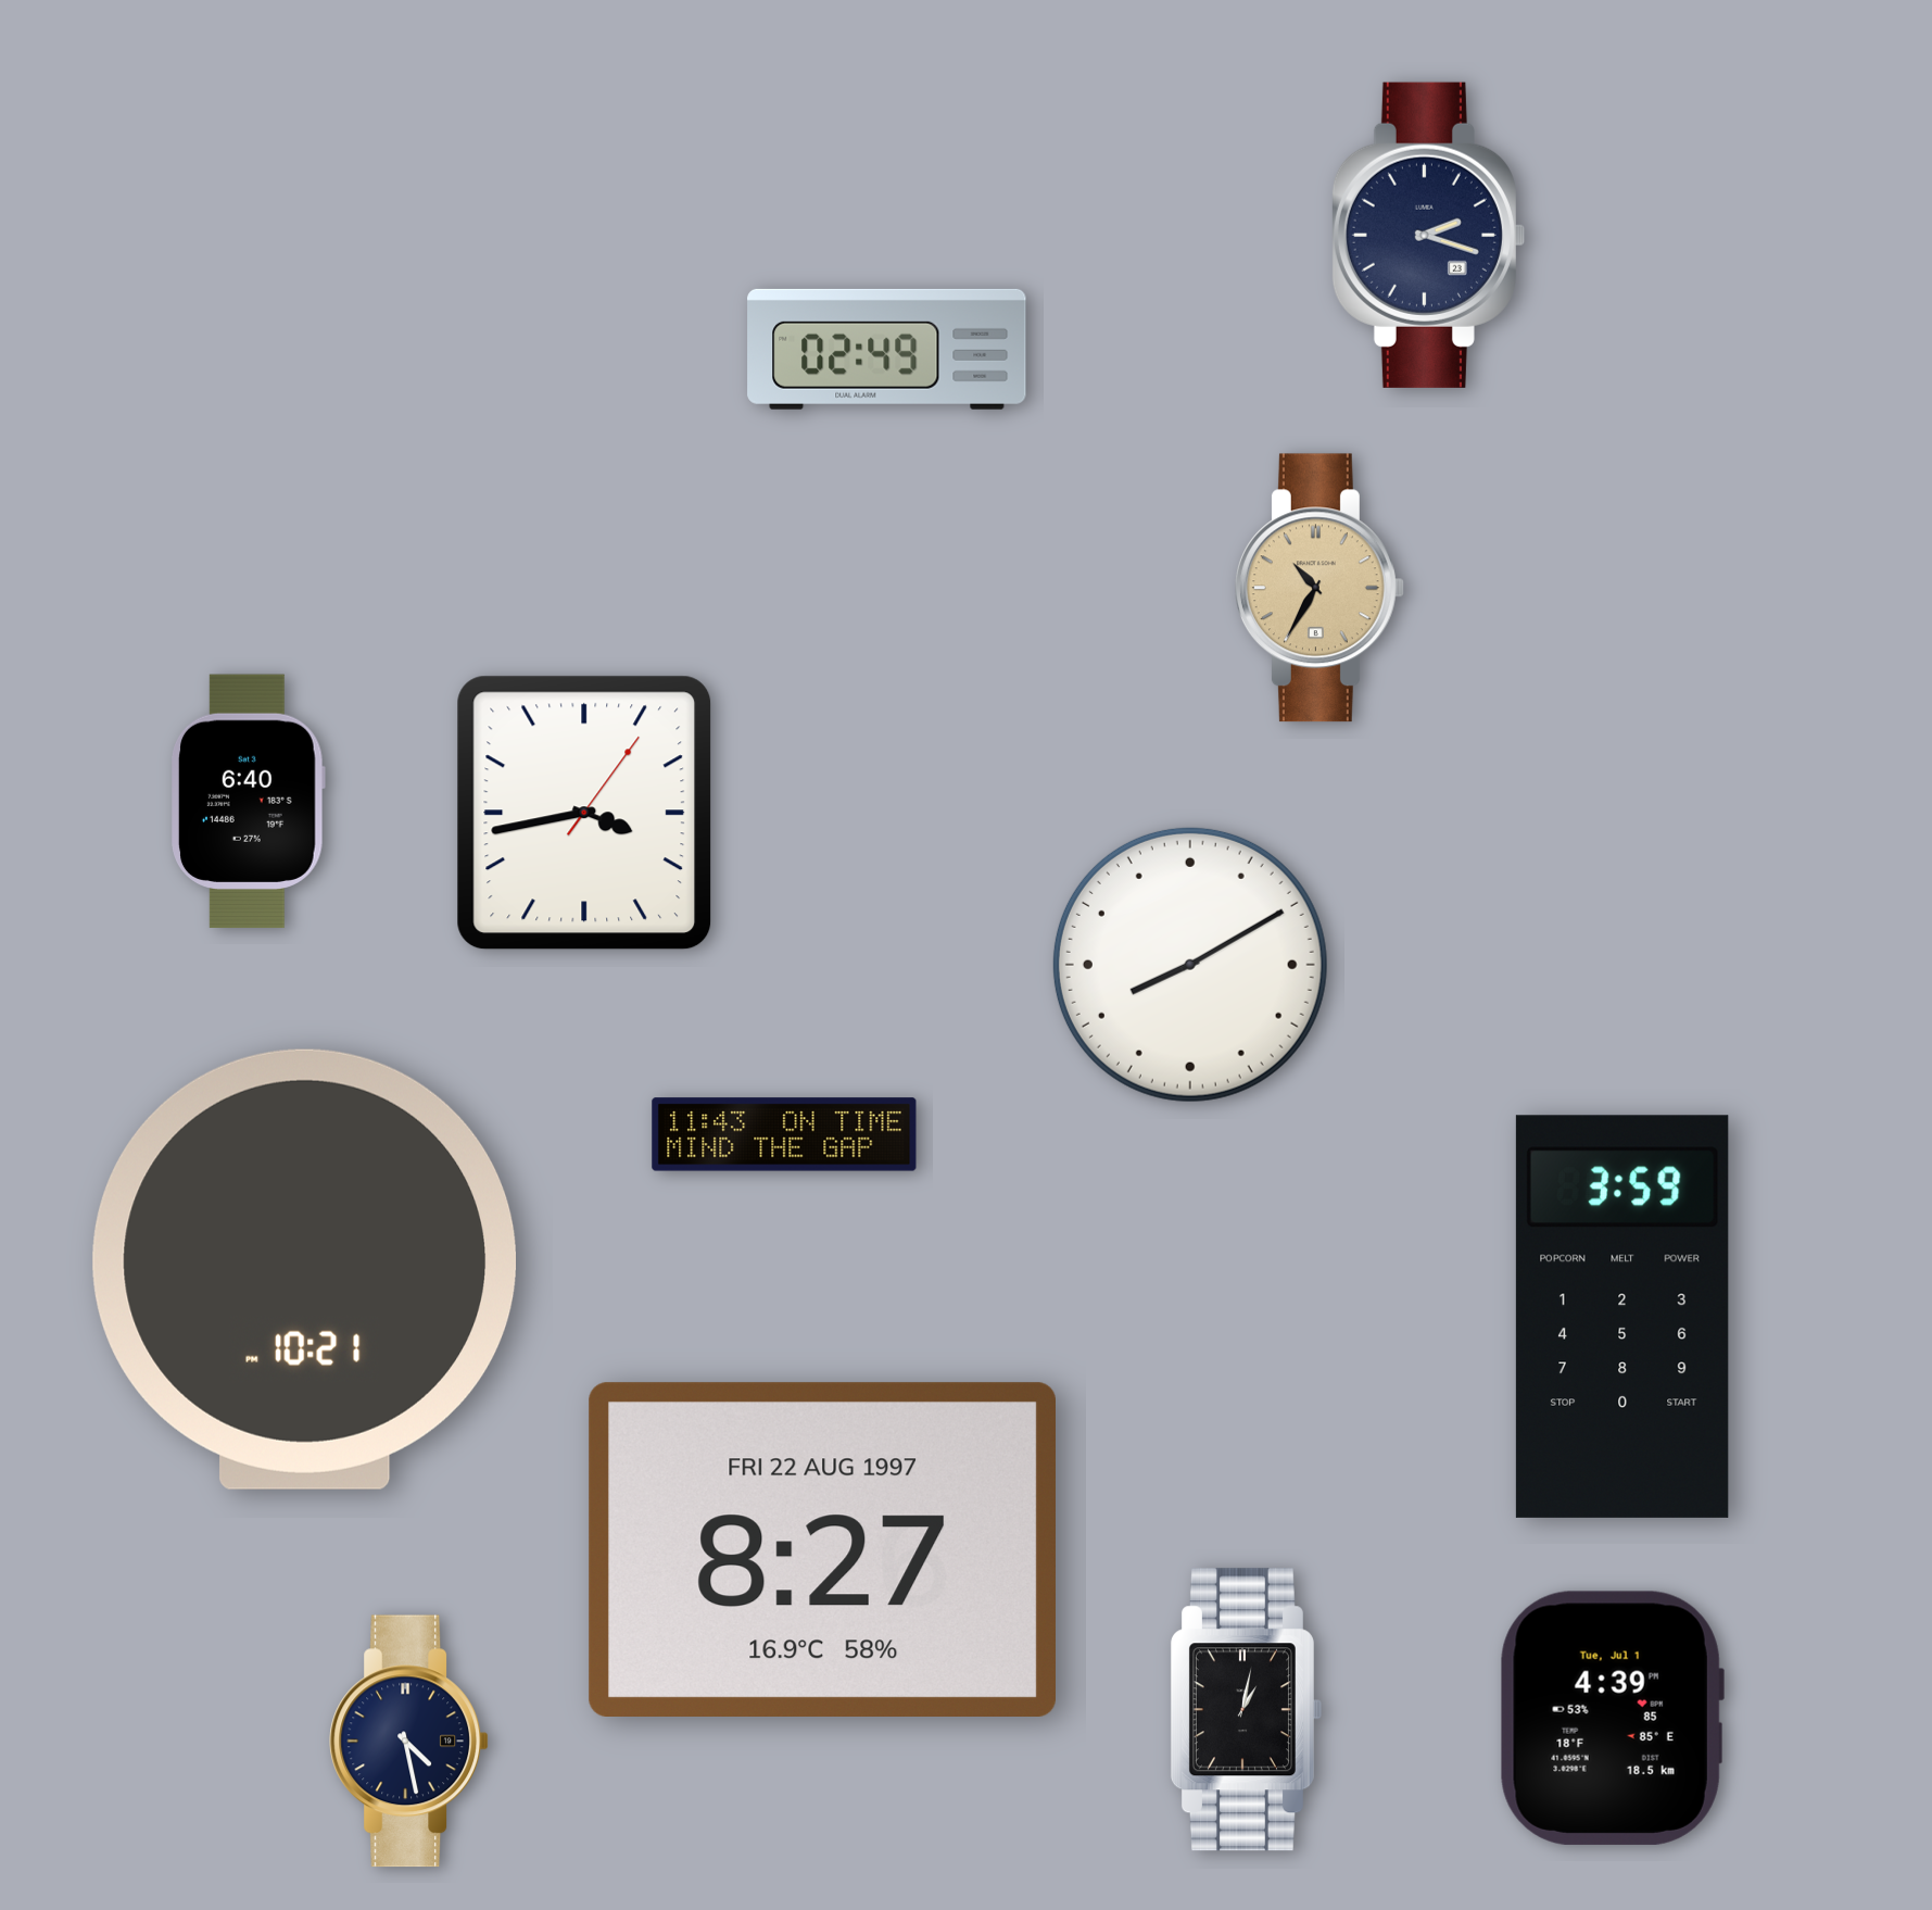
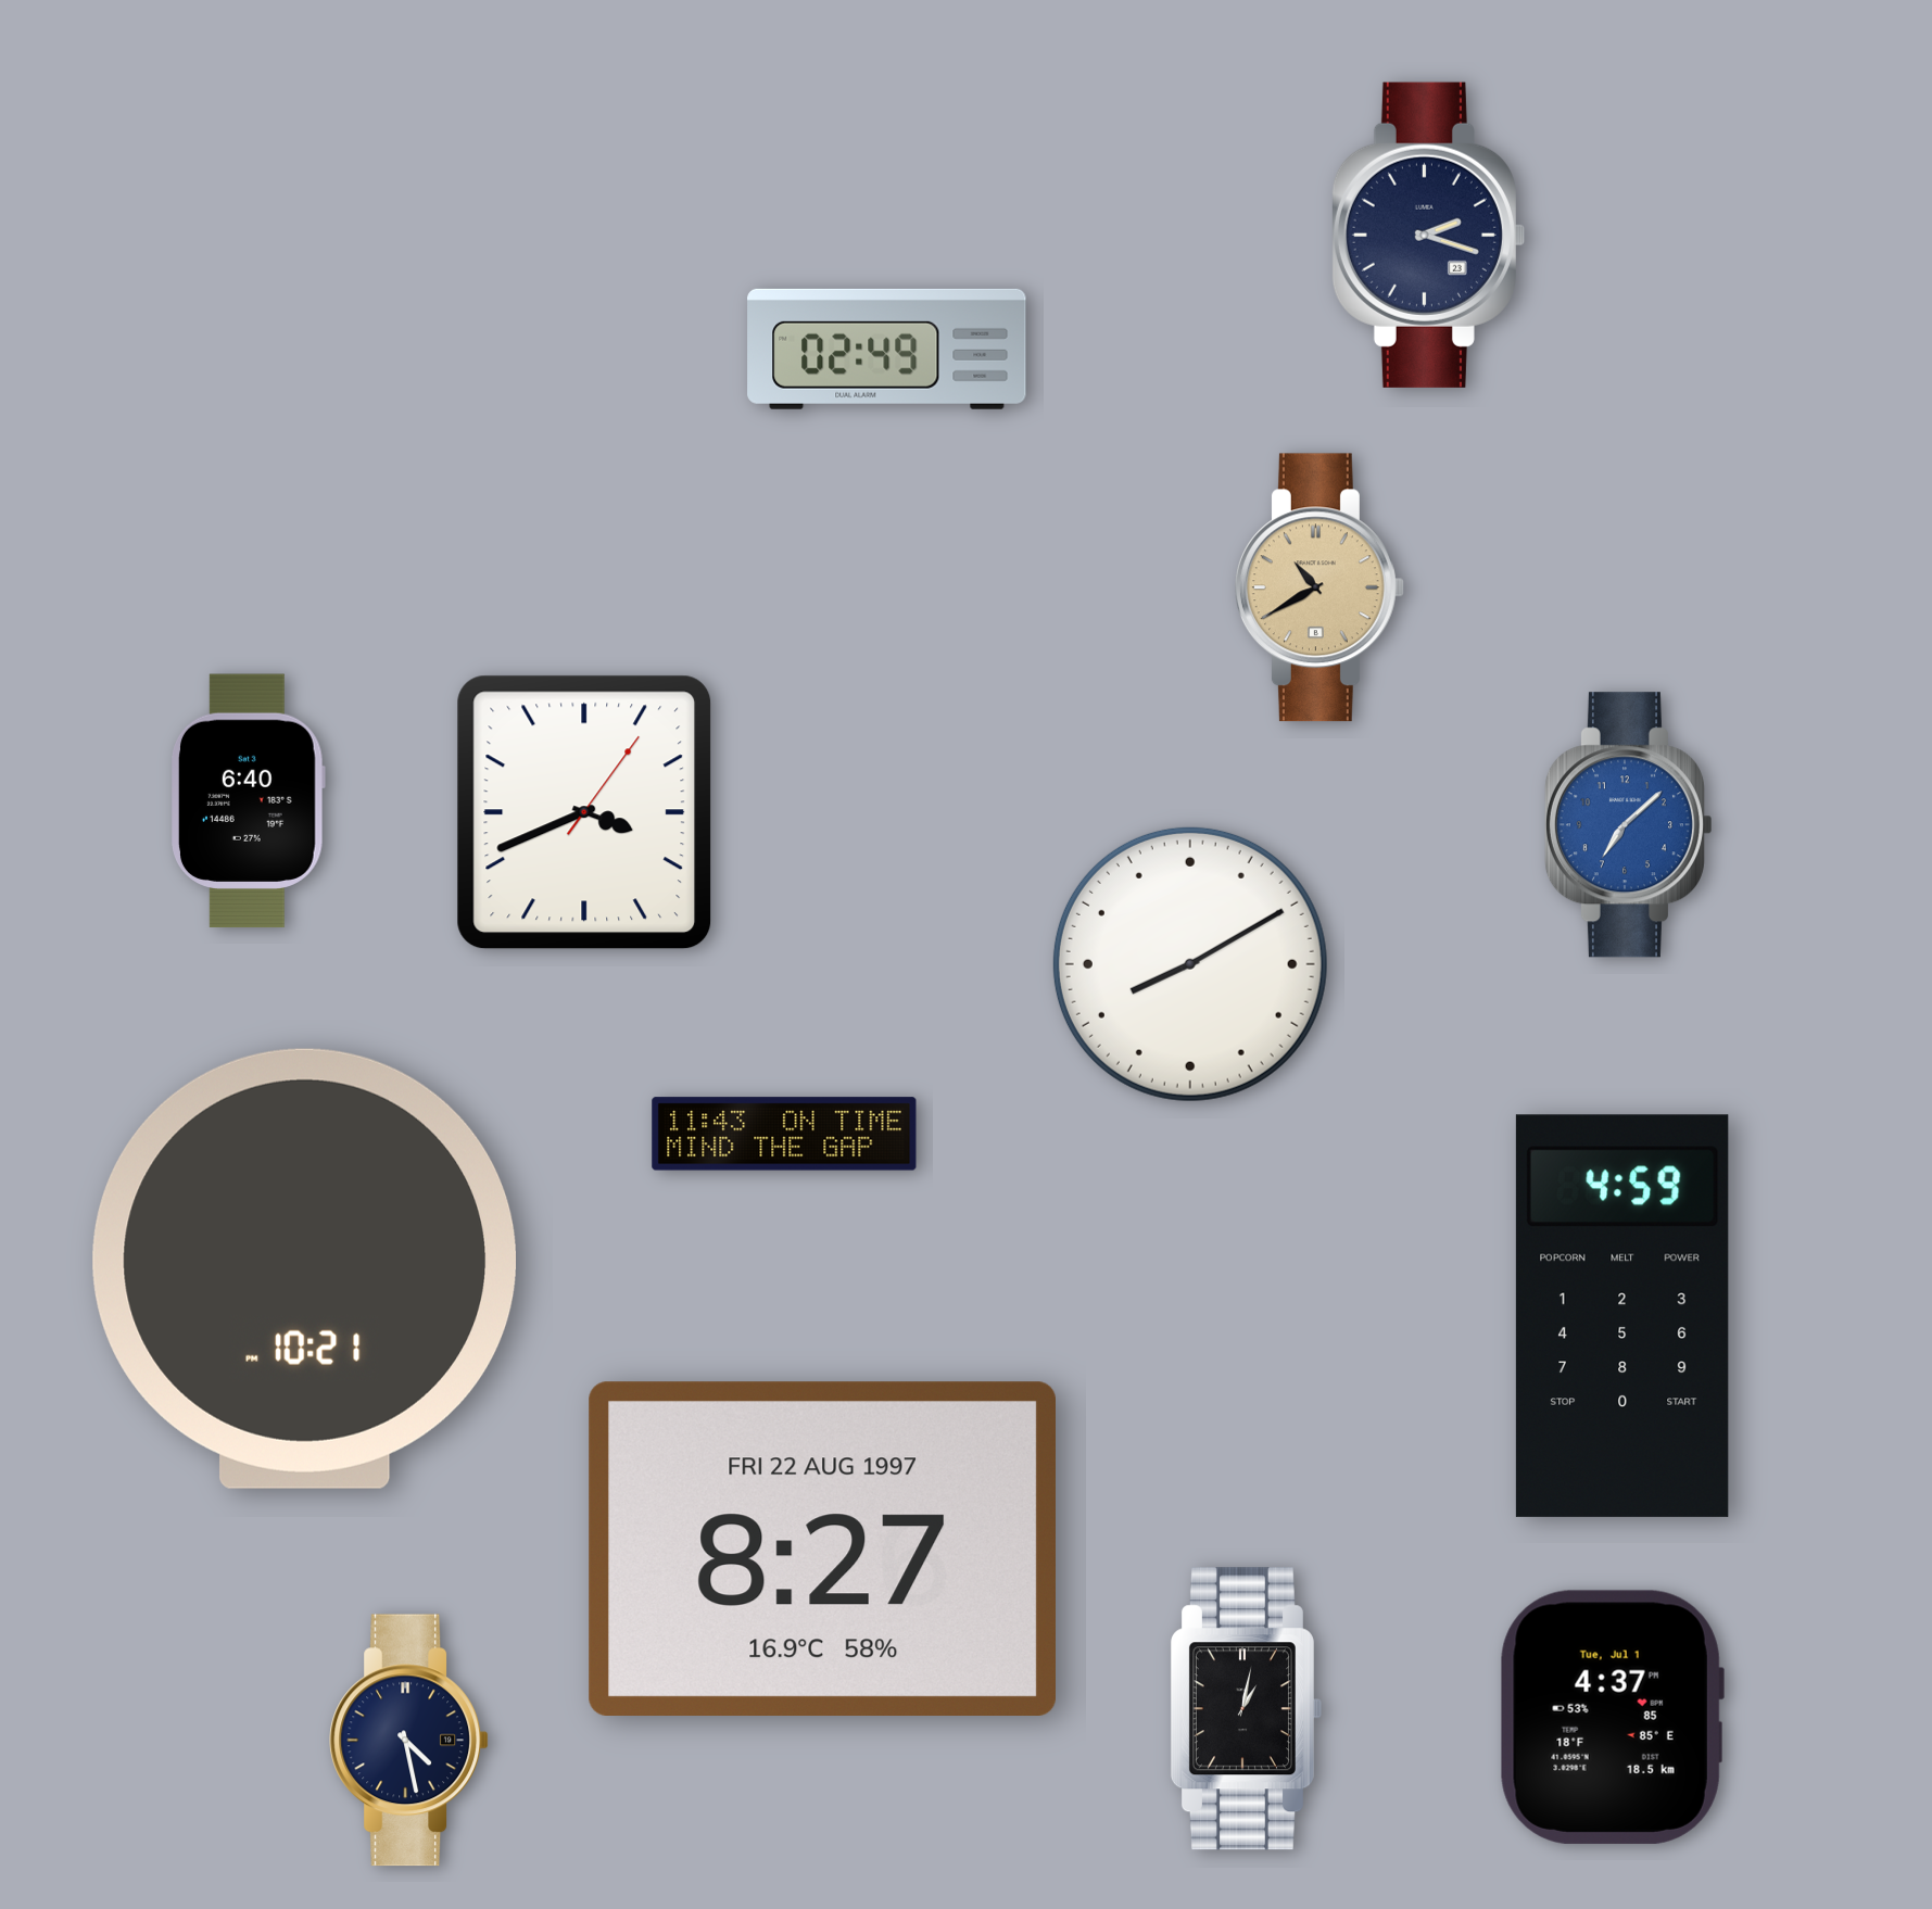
clock at (1319, 588): 10:35 -> 10:40
clock at (584, 813): 3:43 -> 3:41
clock at (1628, 825): none -> 7:08
clock at (1622, 1317): 3:59 -> 4:59
clock at (1612, 1718): 4:39 -> 4:37
